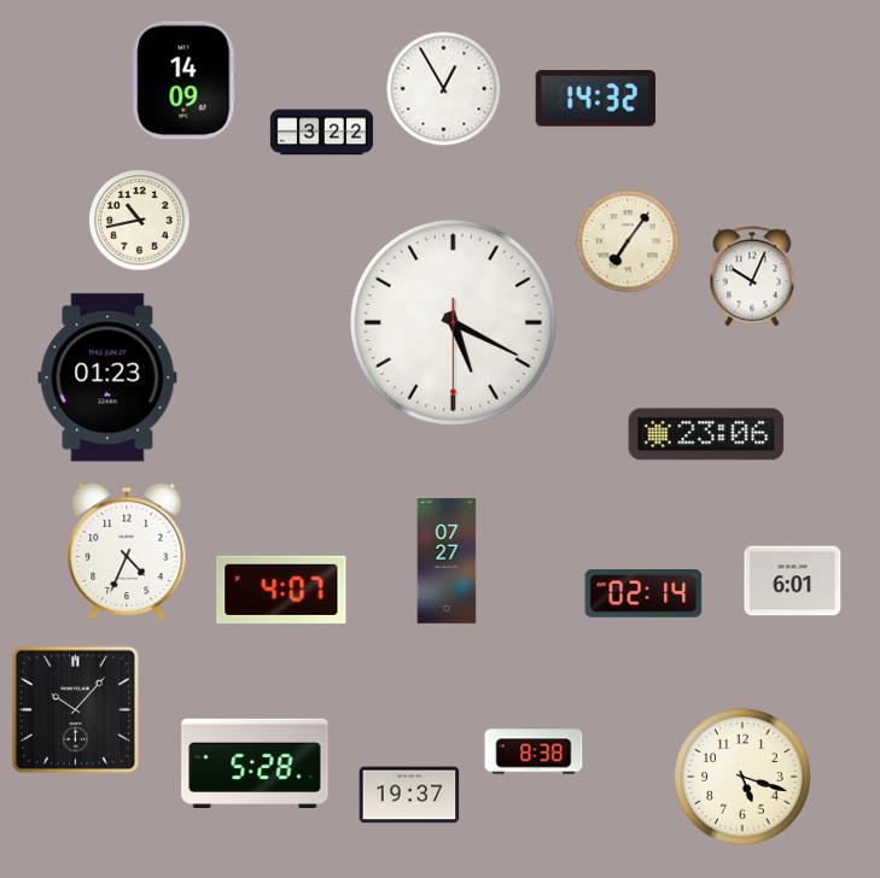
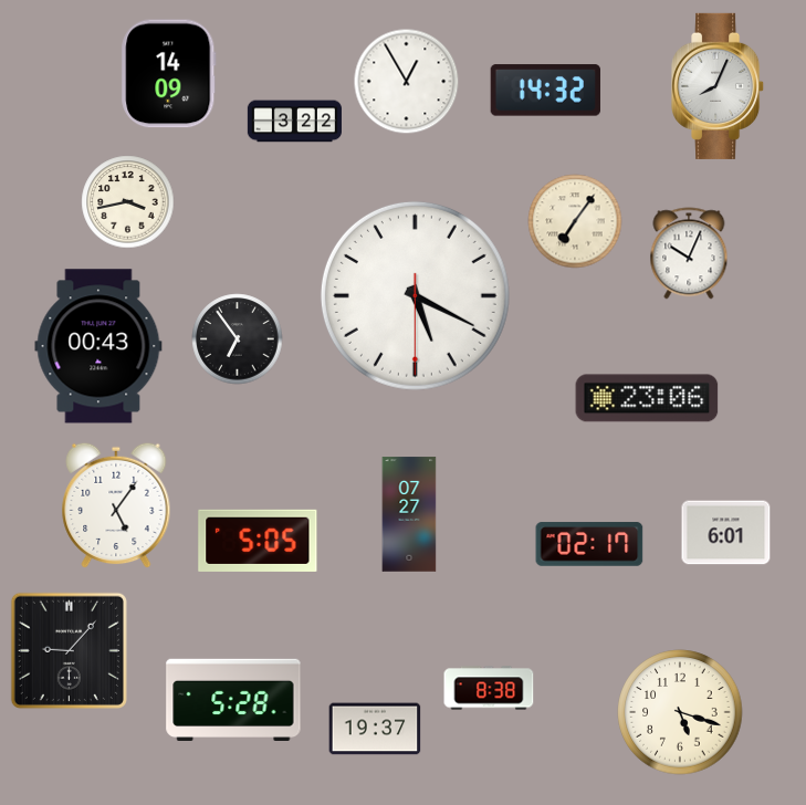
clock at (719, 86): none -> 8:04
clock at (140, 221): 10:43 -> 3:43
clock at (238, 339): none -> 6:54
clock at (107, 377): 01:23 -> 00:43
clock at (127, 551): 4:34 -> 5:06
clock at (281, 590): 4:07 -> 5:05
clock at (643, 593): 02:14 -> 02:17
clock at (75, 709): 10:07 -> 9:07
